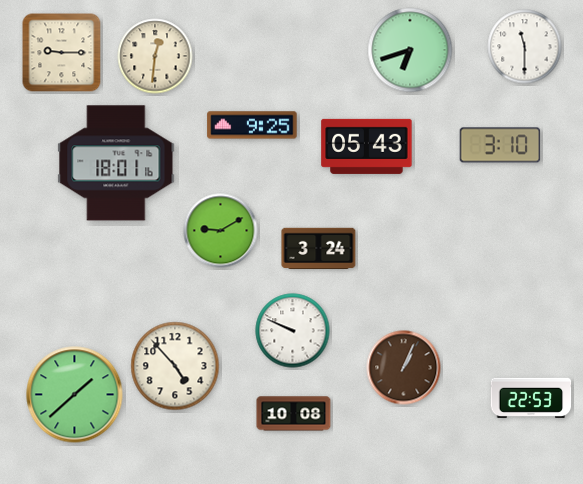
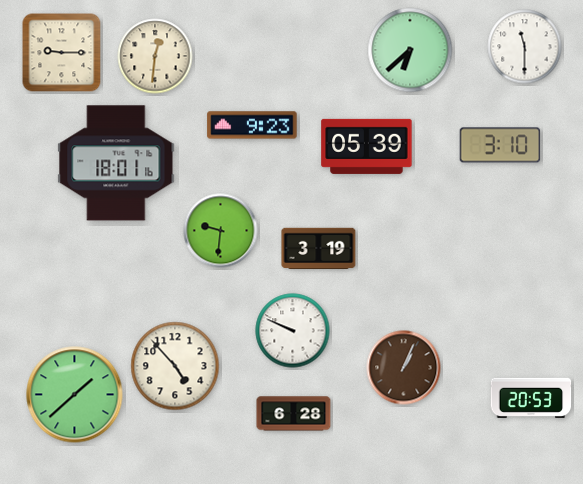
clock at (410, 50): 6:42 -> 6:38
clock at (252, 125): 9:25 -> 9:23
clock at (367, 146): 05:43 -> 05:39
clock at (221, 231): 9:10 -> 9:31
clock at (319, 248): 3:24 -> 3:19
clock at (531, 397): 22:53 -> 20:53
clock at (294, 414): 10:08 -> 6:28
